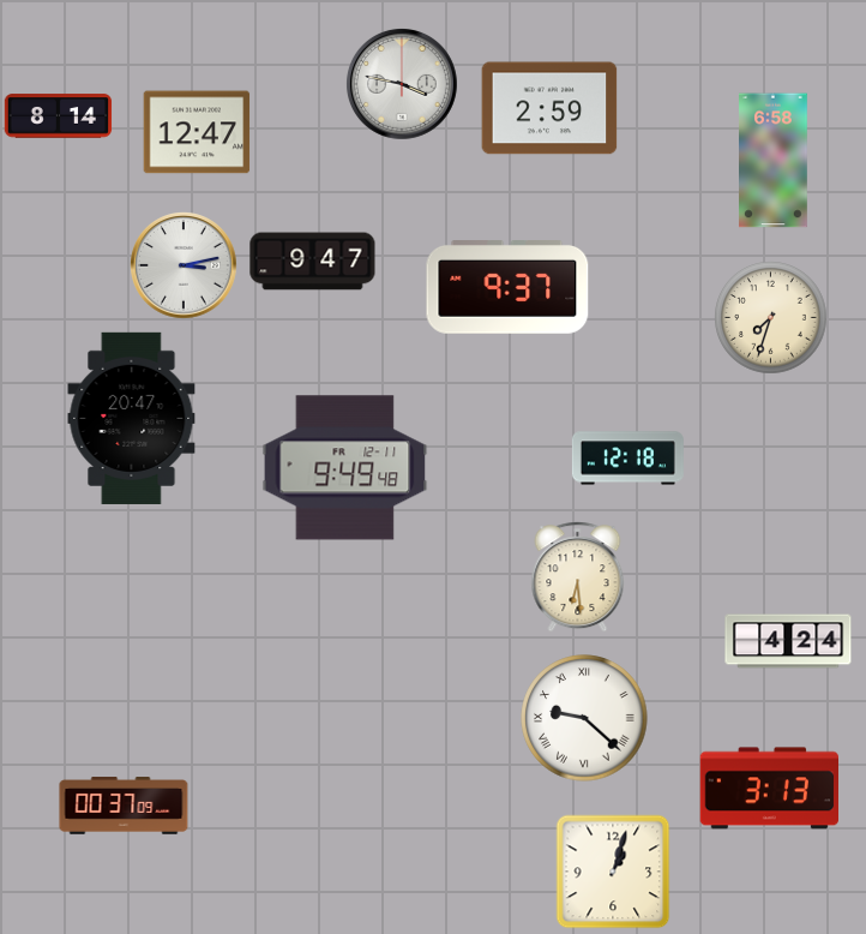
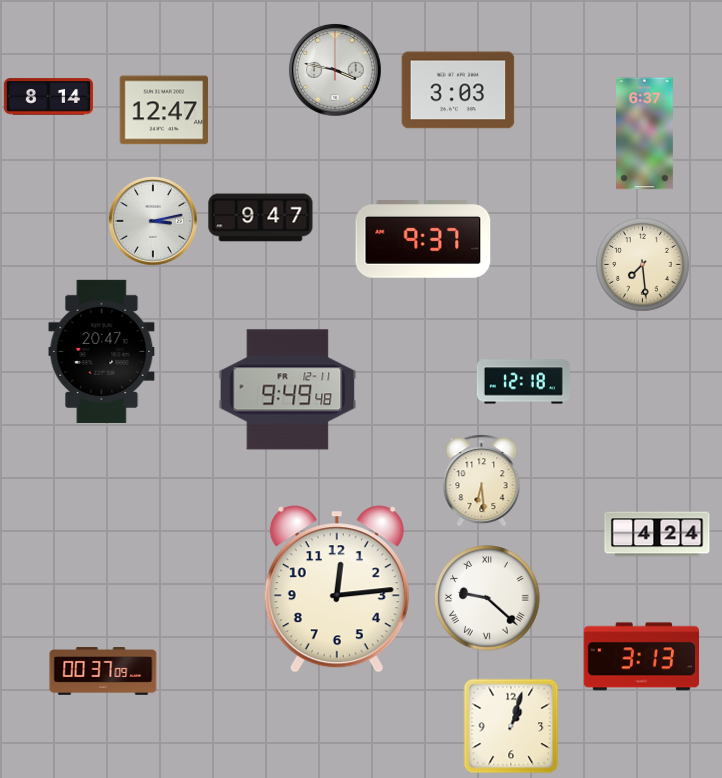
clock at (549, 108): 2:59 -> 3:03
clock at (774, 161): 6:58 -> 6:37
clock at (771, 318): 7:33 -> 7:29
clock at (132, 418) position: (132, 418) -> (102, 351)
clock at (337, 589): none -> 12:14
